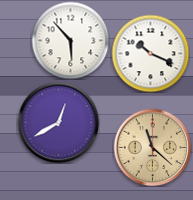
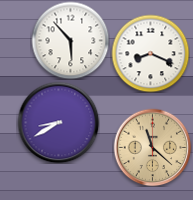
clock at (150, 53): 10:19 -> 8:19
clock at (58, 122): 12:40 -> 8:40
